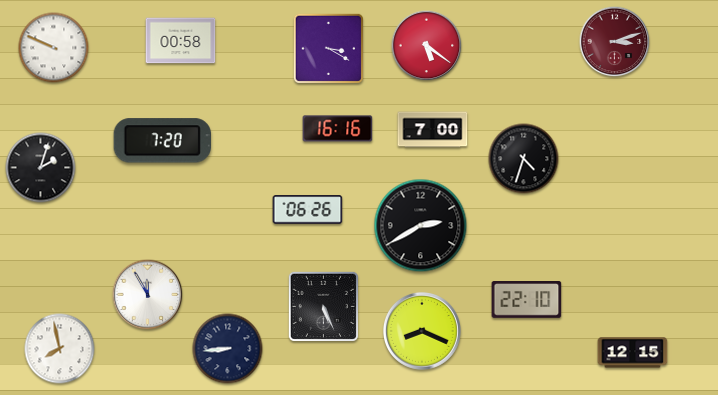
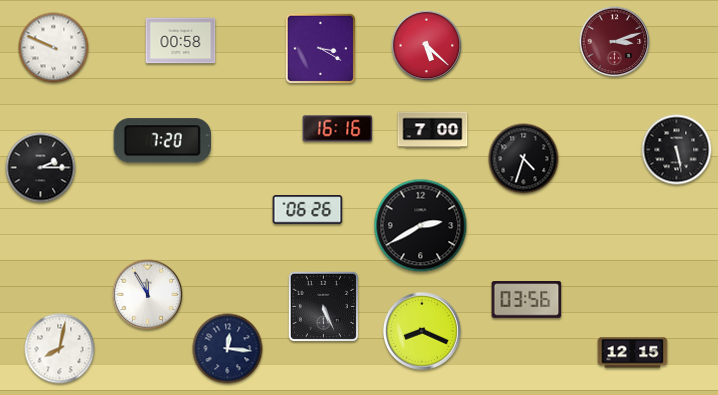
clock at (427, 46): 5:21 -> 5:22
clock at (328, 48) position: (328, 48) -> (320, 48)
clock at (677, 150): none -> 5:28
clock at (41, 168): 2:03 -> 2:15
clock at (527, 300): 22:10 -> 03:56
clock at (60, 349): 7:58 -> 8:02
clock at (228, 349): 8:44 -> 12:16
